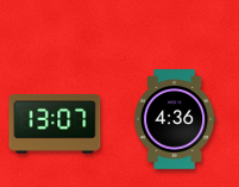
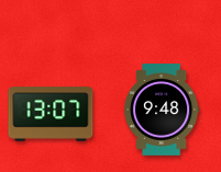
clock at (175, 119): 4:36 -> 9:48
